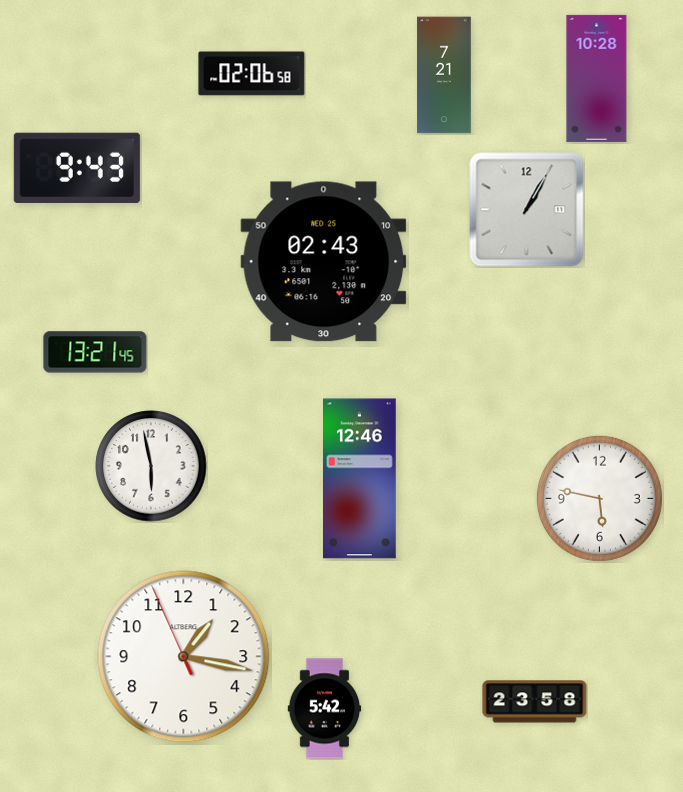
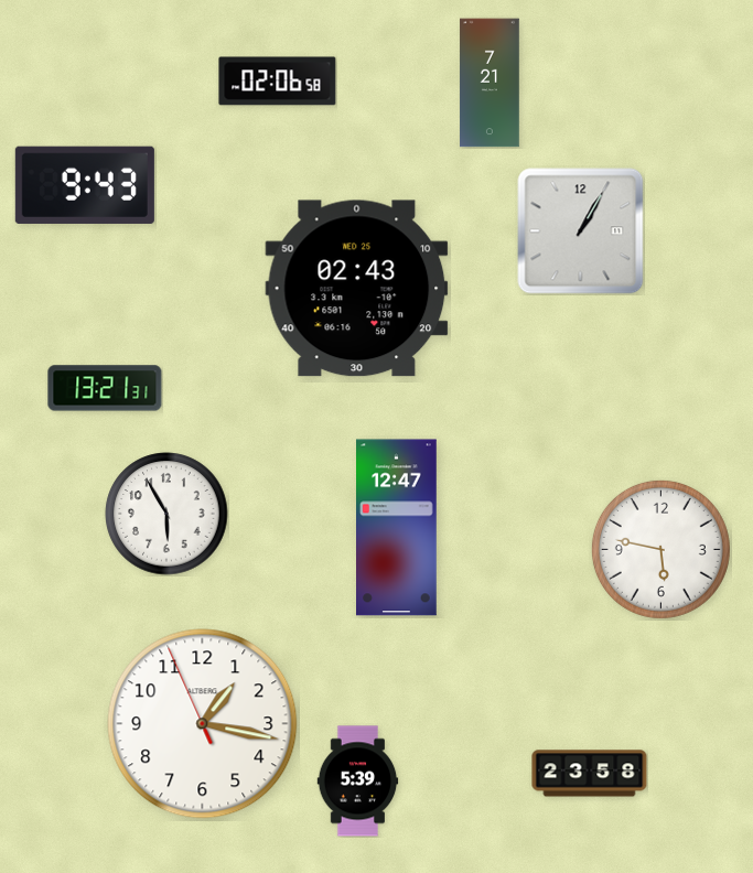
clock at (597, 78): 10:28 -> none
clock at (95, 352): 13:21:45 -> 13:21:31
clock at (151, 466): 5:58 -> 5:55
clock at (360, 479): 12:46 -> 12:47
clock at (325, 709): 5:42 -> 5:39
